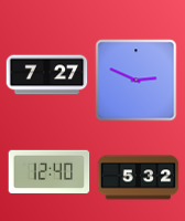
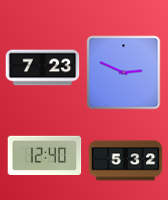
clock at (47, 75): 7:27 -> 7:23
